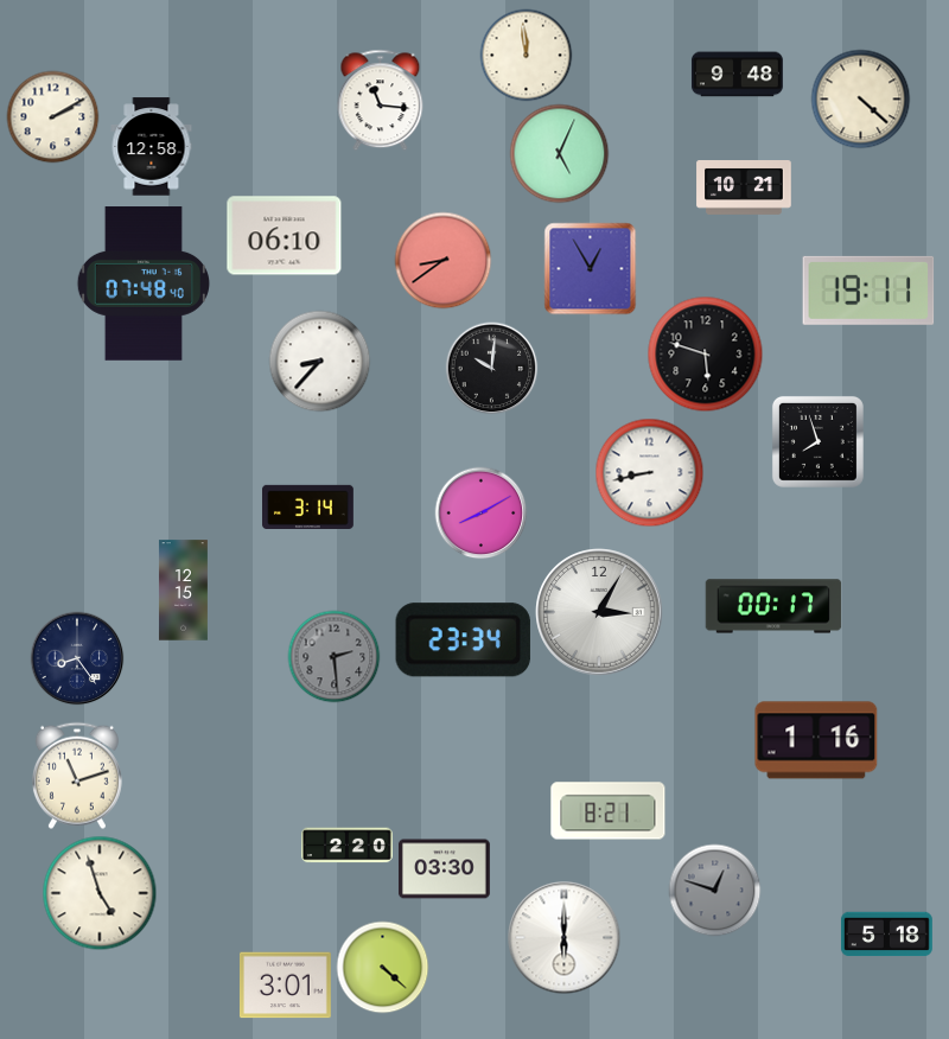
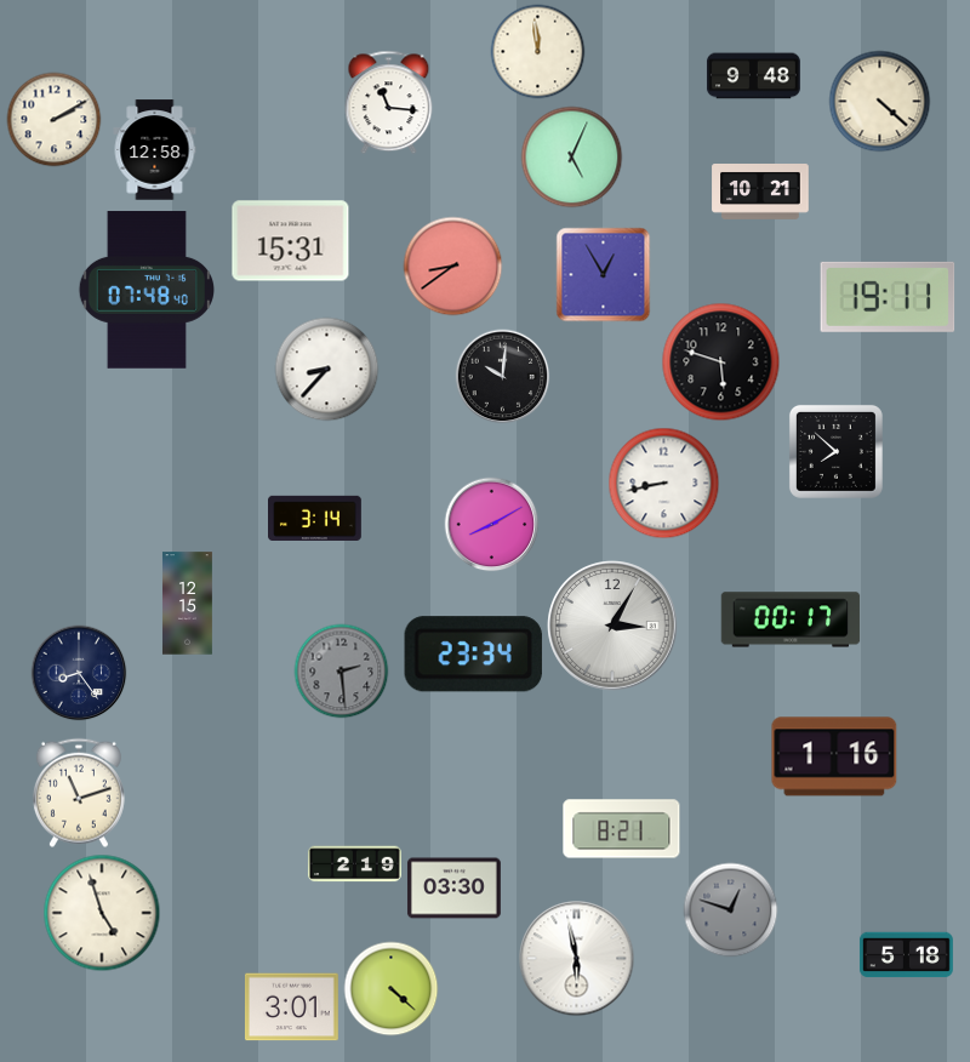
clock at (526, 55) position: (526, 55) -> (537, 51)
clock at (285, 236): 06:10 -> 15:31
clock at (817, 441): 7:57 -> 7:52
clock at (346, 846): 2:20 -> 2:19
clock at (563, 937): 6:00 -> 5:58
